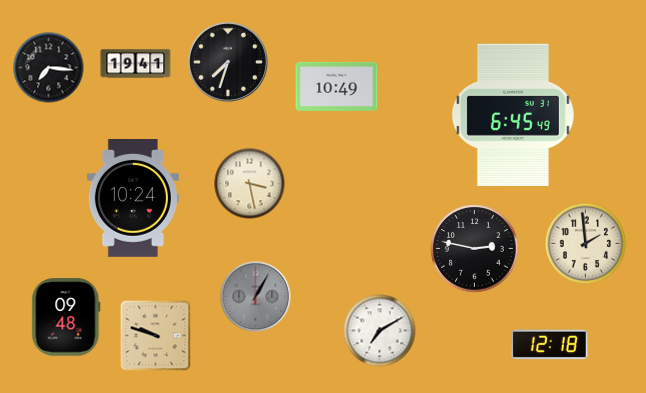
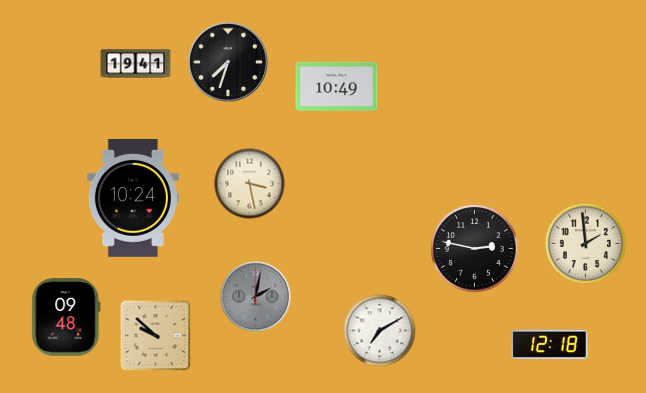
clock at (49, 68): 7:16 -> none
clock at (513, 115): 6:45 -> none
clock at (256, 297): 1:05 -> 2:02
clock at (156, 336): 9:48 -> 9:52
